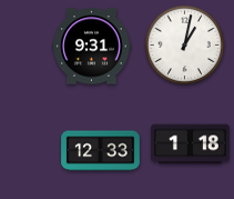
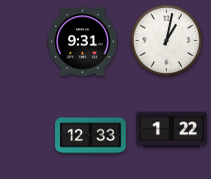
clock at (191, 145): 1:18 -> 1:22
